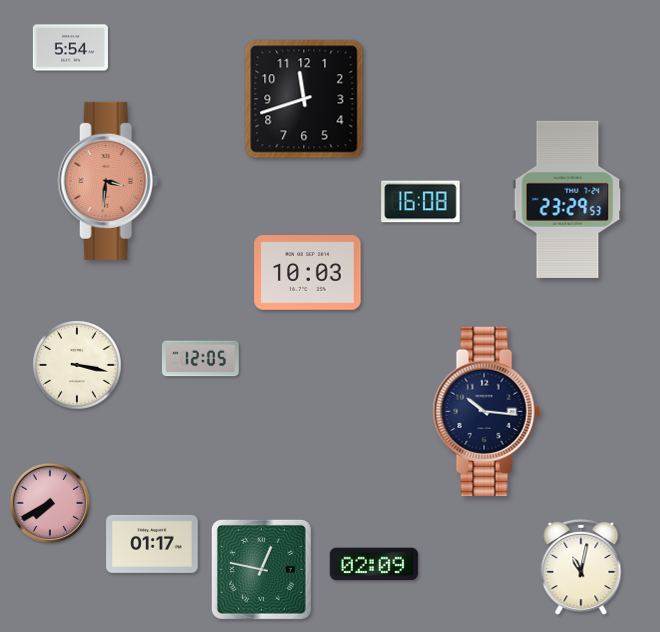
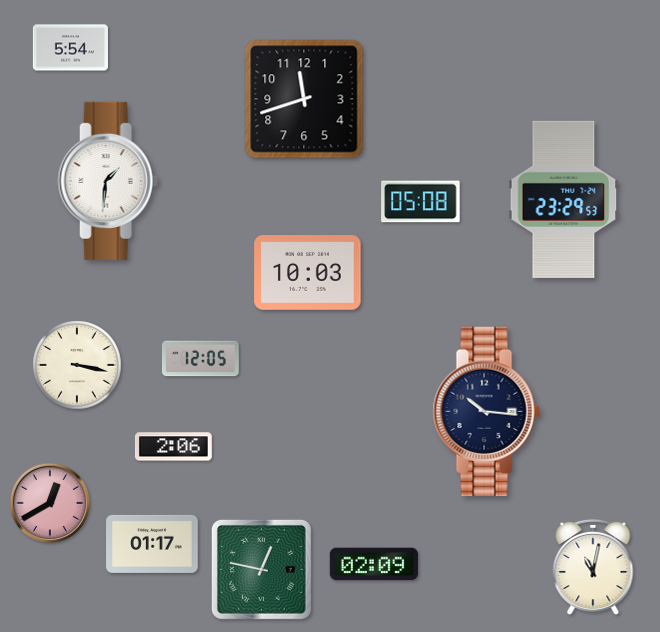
clock at (108, 181): 3:31 -> 1:31
clock at (108, 181) dial: salmon -> white
clock at (568, 199) position: (568, 199) -> (564, 199)
clock at (421, 202): 16:08 -> 05:08
clock at (173, 447): none -> 2:06
clock at (49, 502): 7:40 -> 12:40
clock at (581, 567) position: (581, 567) -> (593, 567)
